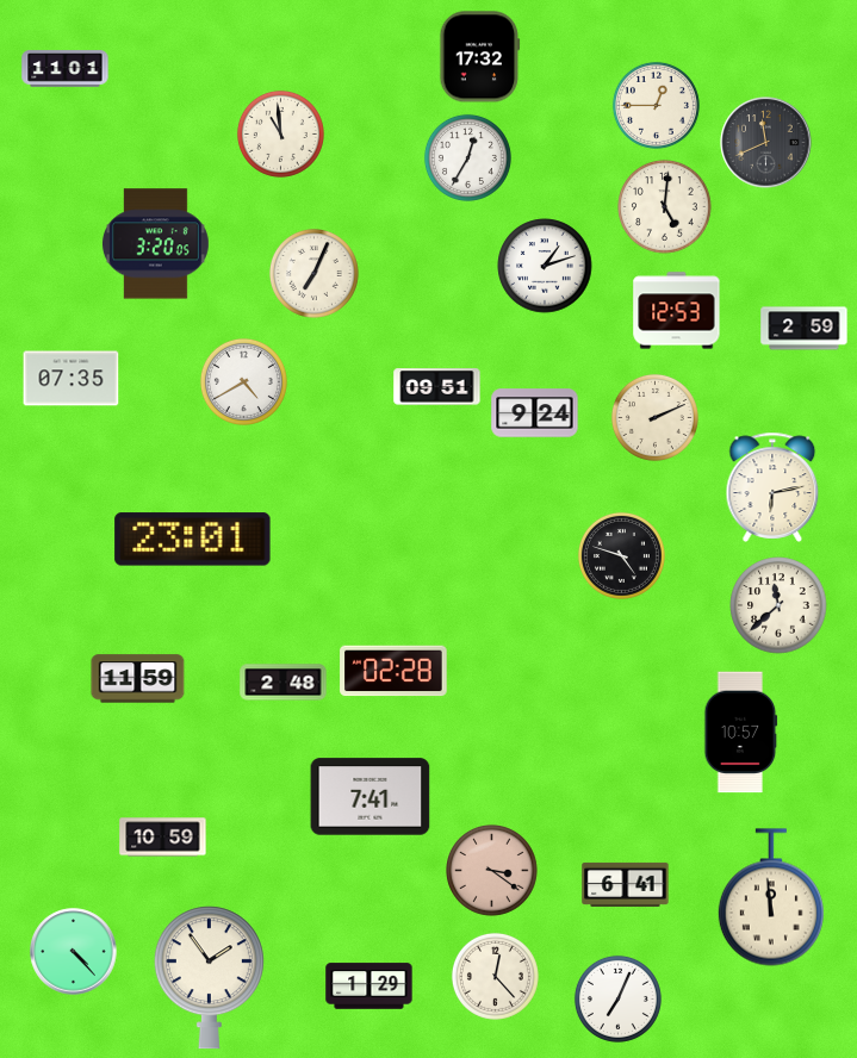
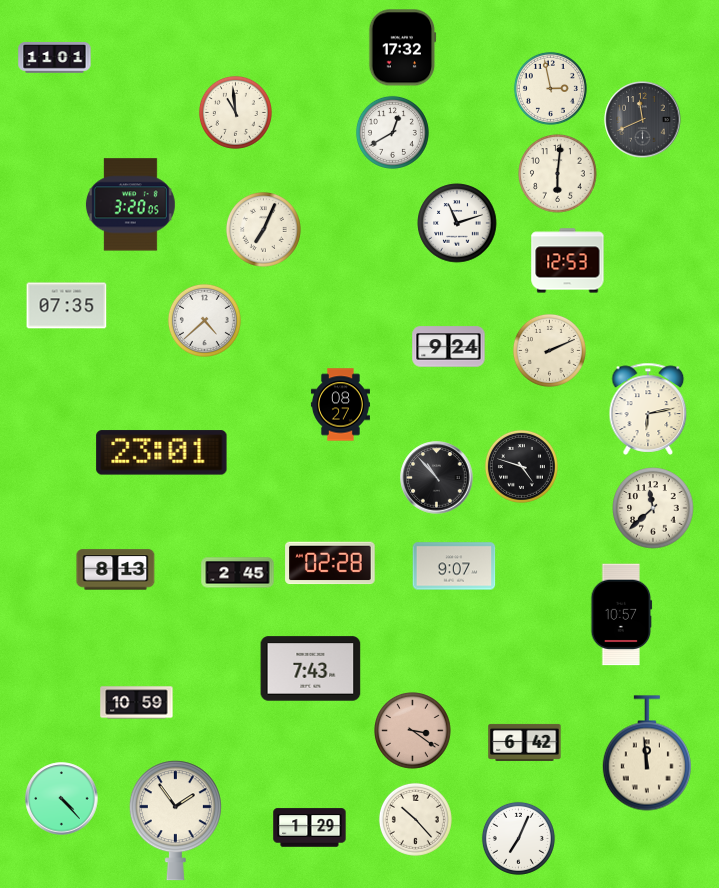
clock at (656, 105): 12:45 -> 2:58
clock at (467, 157): 12:35 -> 12:40
clock at (665, 207): 5:01 -> 6:01
clock at (545, 266): 1:12 -> 11:12
clock at (805, 329): 2:59 -> none
clock at (72, 379) position: (72, 379) -> (67, 306)
clock at (243, 381): 4:40 -> 4:38
clock at (437, 387): 09:51 -> none
clock at (340, 405): none -> 08:27
clock at (437, 478): none -> 10:53
clock at (454, 566): none -> 9:07
clock at (138, 679): 11:59 -> 8:13
clock at (284, 683): 2:48 -> 2:45
clock at (371, 797): 7:41 -> 7:43
clock at (626, 884): 6:41 -> 6:42
clock at (495, 976): 12:23 -> 10:23
